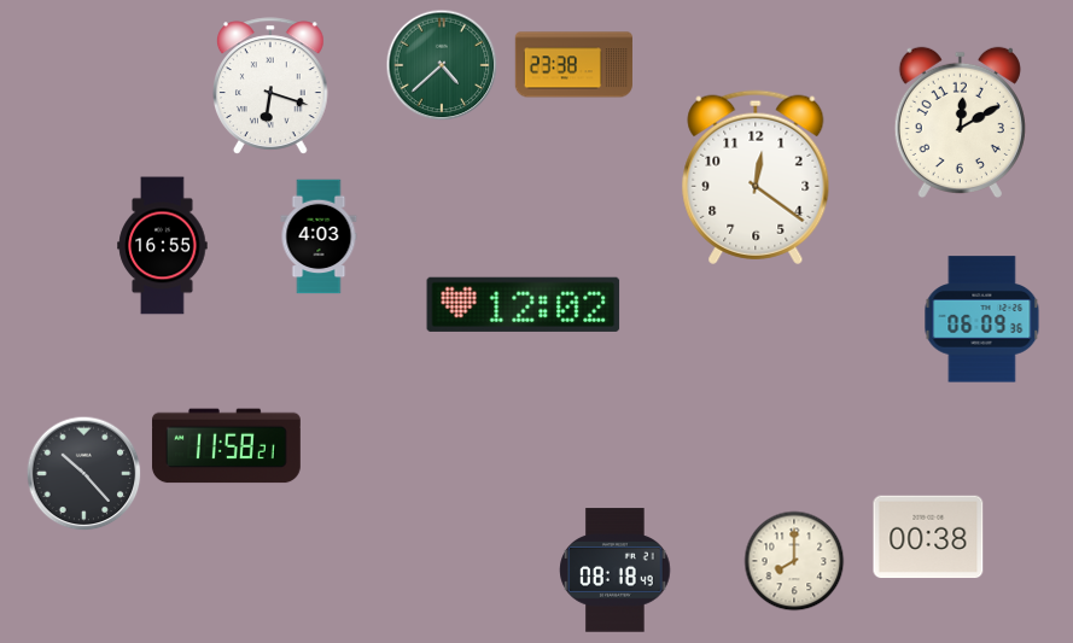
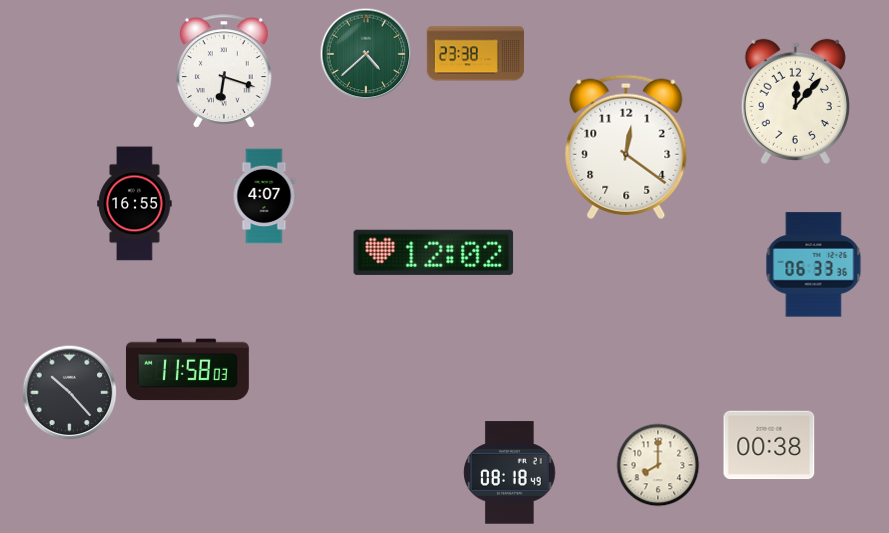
clock at (960, 122): 12:10 -> 12:07
clock at (319, 236): 4:03 -> 4:07
clock at (982, 320): 06:09 -> 06:33
clock at (226, 446): 11:58:21 -> 11:58:03
